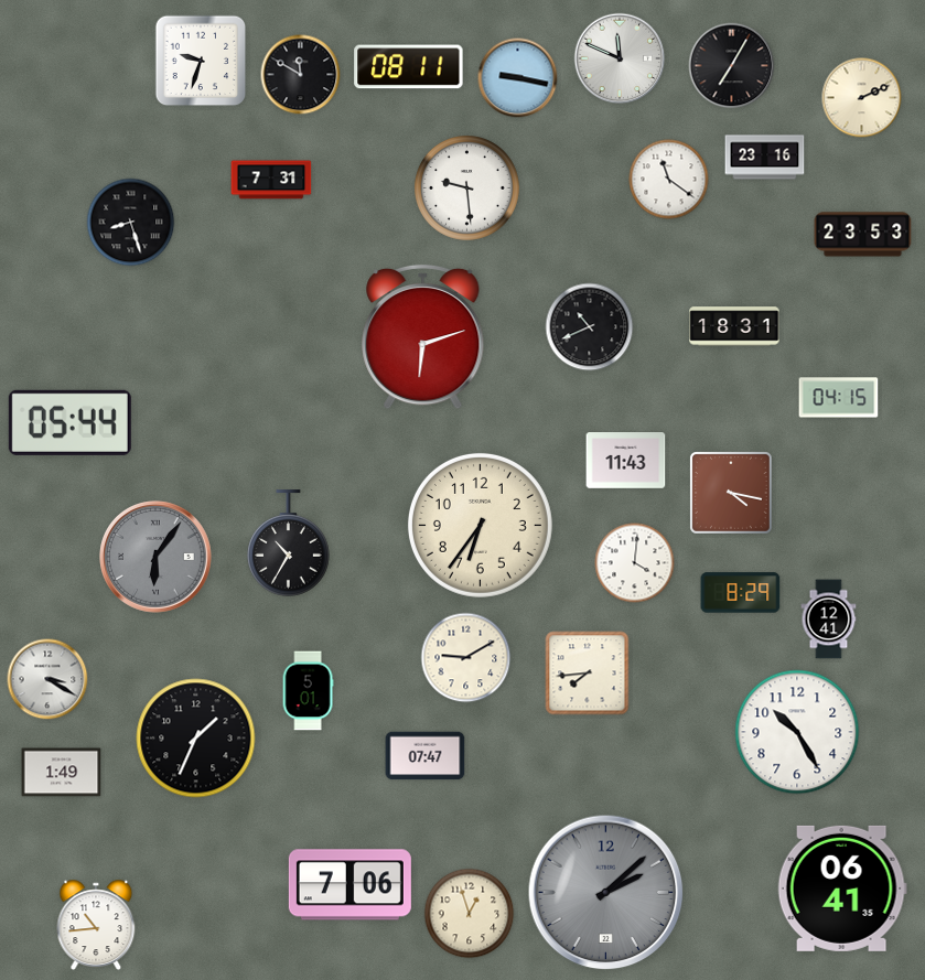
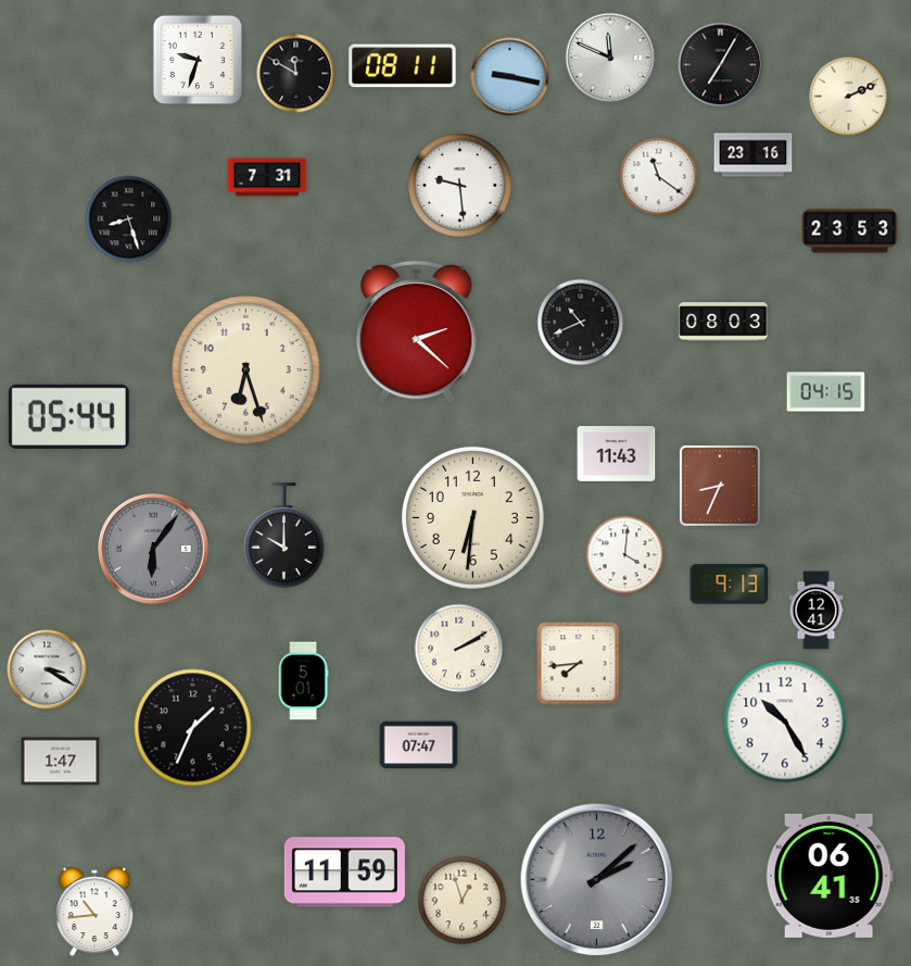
clock at (734, 326): 18:31 -> 08:03
clock at (423, 337): 6:12 -> 2:22
clock at (246, 371): none -> 6:27
clock at (732, 494): 4:17 -> 8:34
clock at (480, 525): 6:36 -> 6:31
clock at (289, 543): 10:35 -> 10:00
clock at (741, 593): 8:29 -> 9:13
clock at (466, 658): 9:10 -> 2:10
clock at (62, 773): 1:49 -> 1:47
clock at (349, 885): 7:06 -> 11:59
